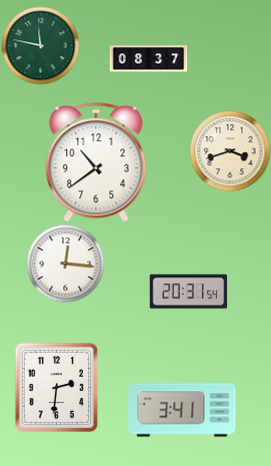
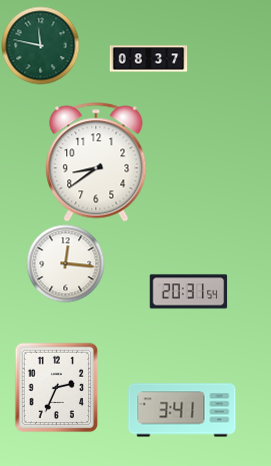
clock at (230, 151): 3:42 -> none
clock at (96, 162): 10:39 -> 8:39
clock at (57, 387): 2:31 -> 2:34
